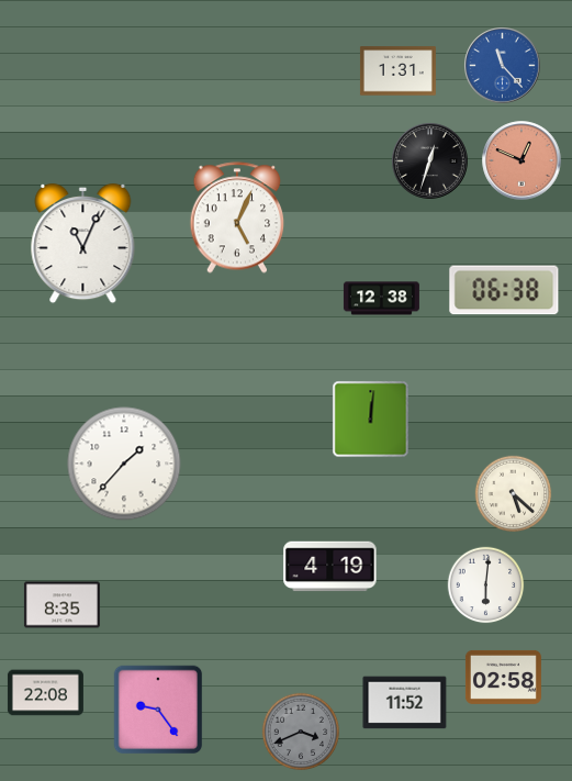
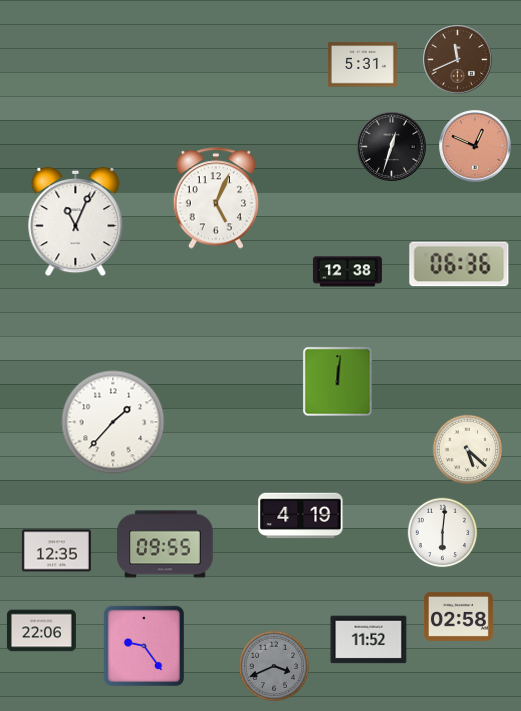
clock at (503, 66): 11:23 -> 11:41
clock at (503, 66) dial: blue -> brown
clock at (397, 71): 1:31 -> 5:31
clock at (504, 290): 06:38 -> 06:36
clock at (165, 544): none -> 09:55
clock at (61, 605): 8:35 -> 12:35
clock at (45, 693): 22:08 -> 22:06
